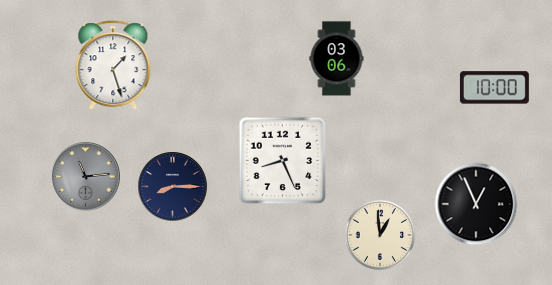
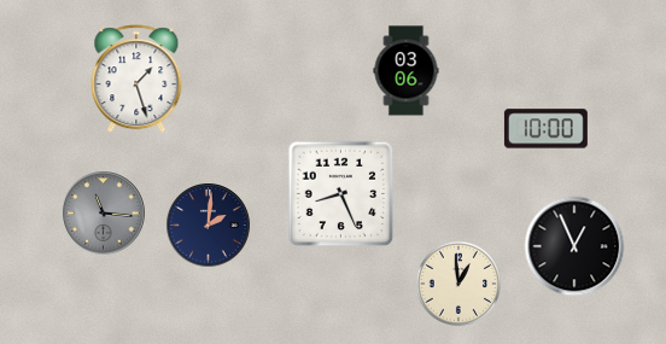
clock at (494, 88) position: (494, 88) -> (545, 129)
clock at (86, 177): 11:14 -> 11:16
clock at (173, 187): 8:15 -> 2:01
